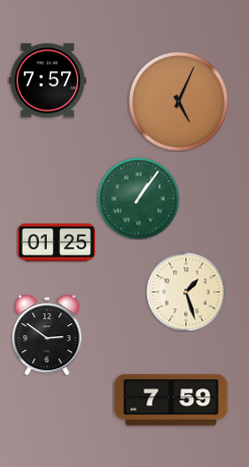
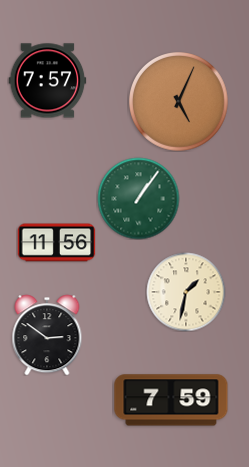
clock at (56, 243): 01:25 -> 11:56
clock at (186, 292): 1:27 -> 1:32
